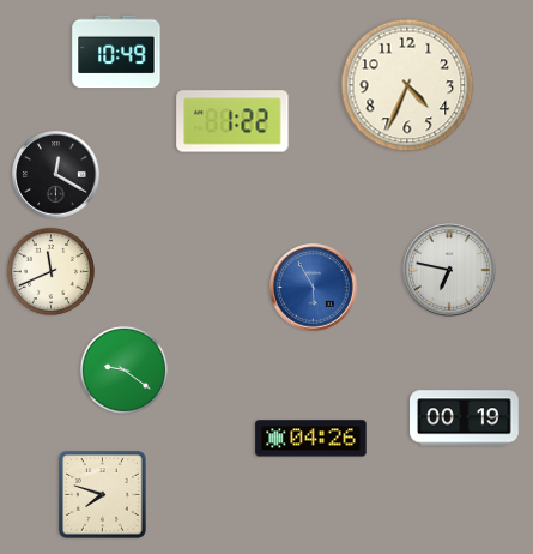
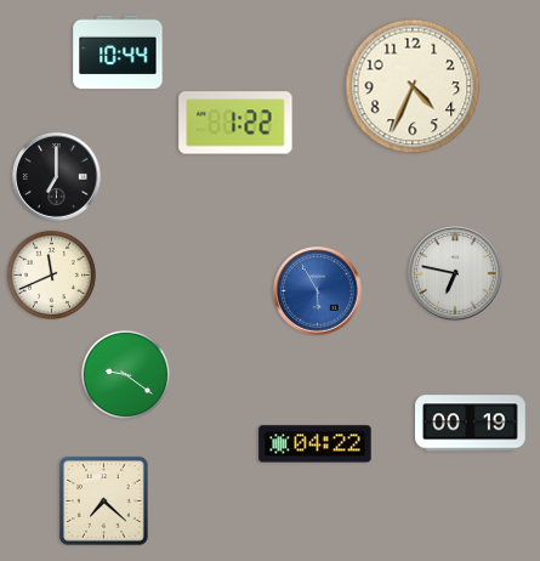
clock at (116, 52): 10:49 -> 10:44
clock at (56, 175): 12:20 -> 7:00
clock at (311, 439): 04:26 -> 04:22
clock at (103, 495): 7:48 -> 7:22
